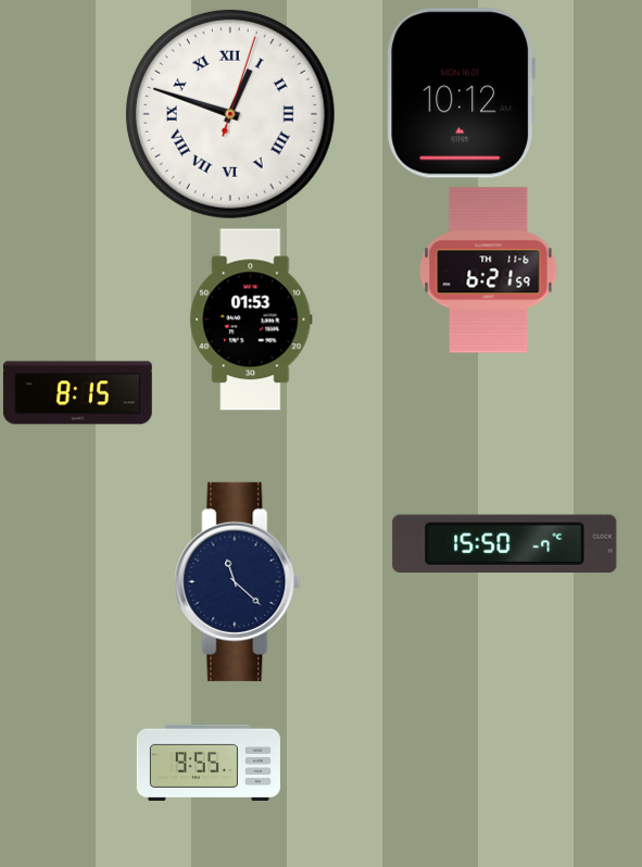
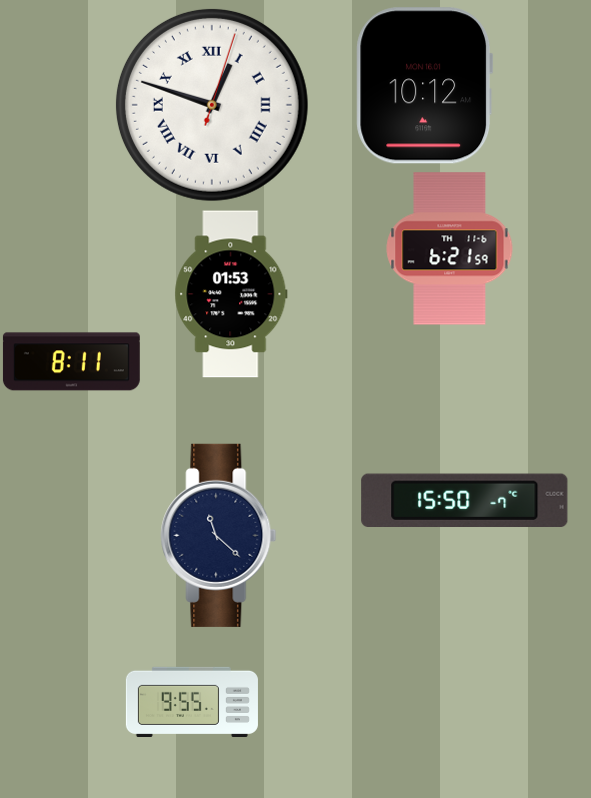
clock at (77, 393): 8:15 -> 8:11
